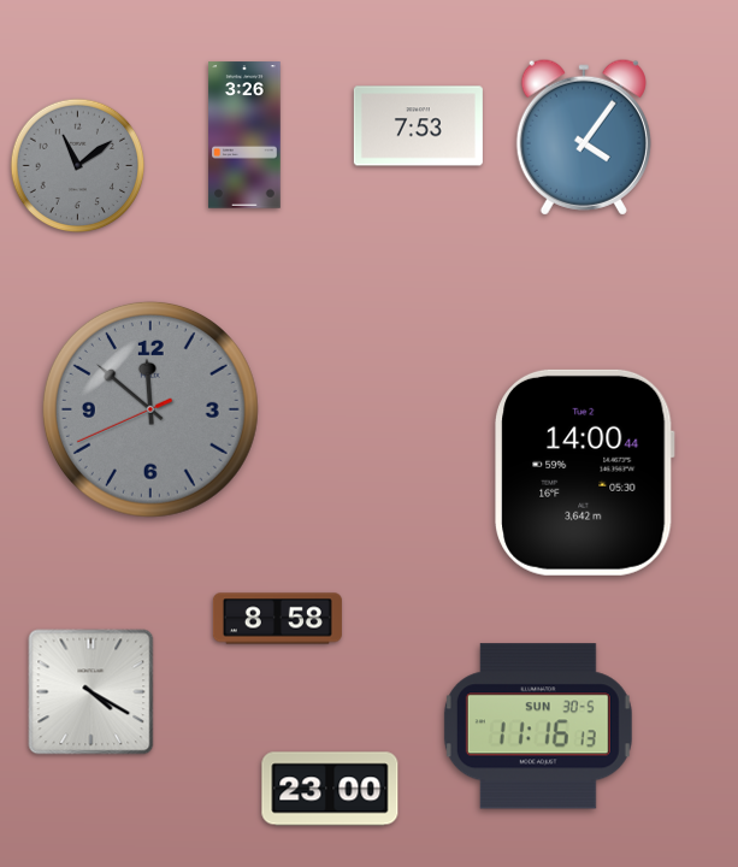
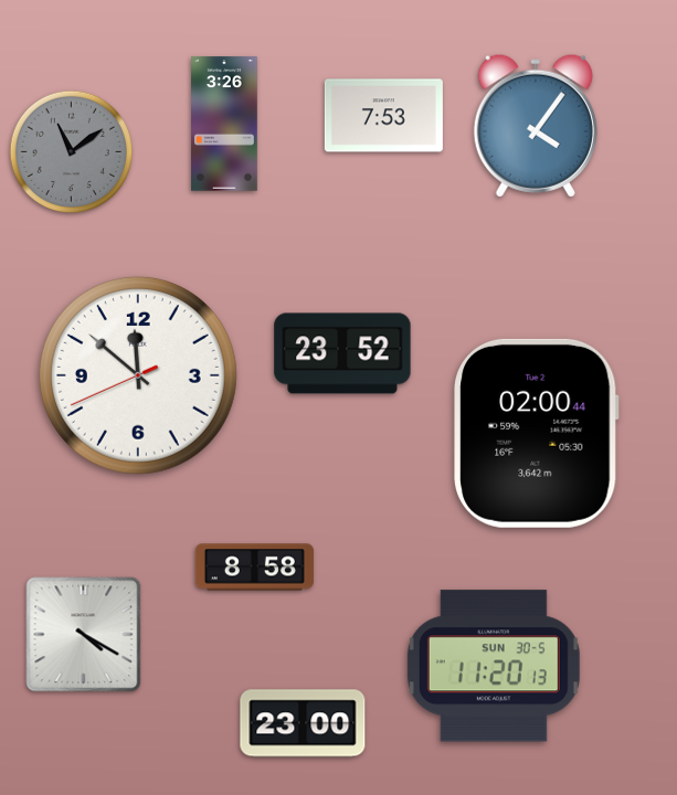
clock at (342, 353): none -> 23:52
clock at (150, 409) dial: grey -> white
clock at (585, 472): 14:00 -> 02:00
clock at (538, 726): 11:16 -> 11:20
